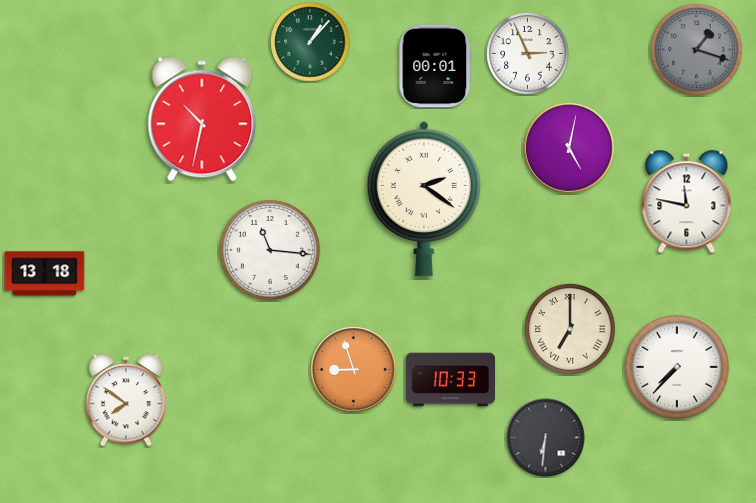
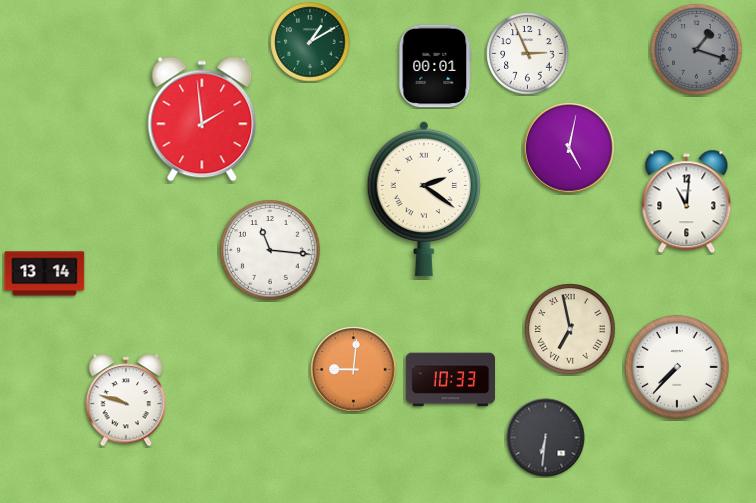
clock at (310, 42): 1:07 -> 1:10
clock at (202, 119): 10:32 -> 1:59
clock at (687, 202): 11:47 -> 11:01
clock at (45, 274): 13:18 -> 13:14
clock at (570, 329): 7:00 -> 6:58
clock at (354, 370): 8:57 -> 9:01
clock at (126, 400): 7:51 -> 9:48
